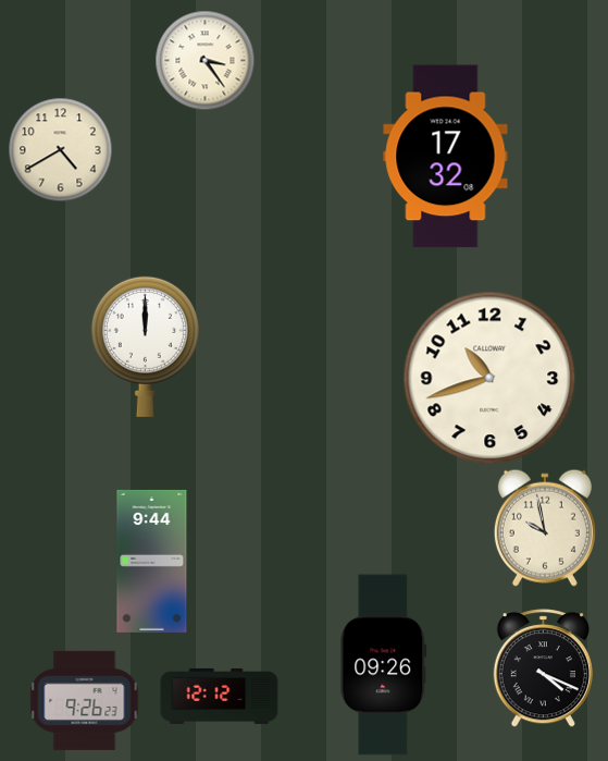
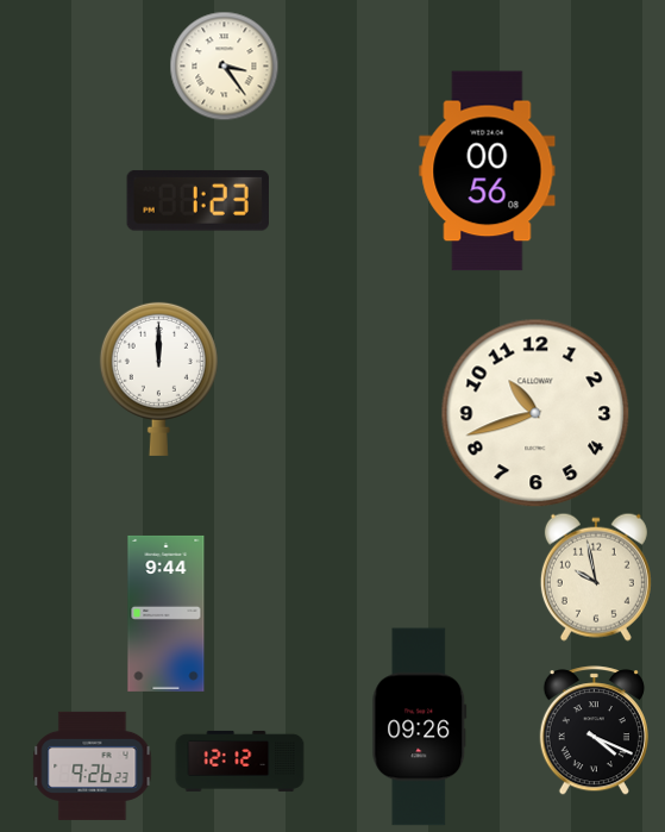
clock at (60, 149): 4:40 -> none
clock at (446, 157): 17:32 -> 00:56
clock at (197, 201): none -> 1:23
